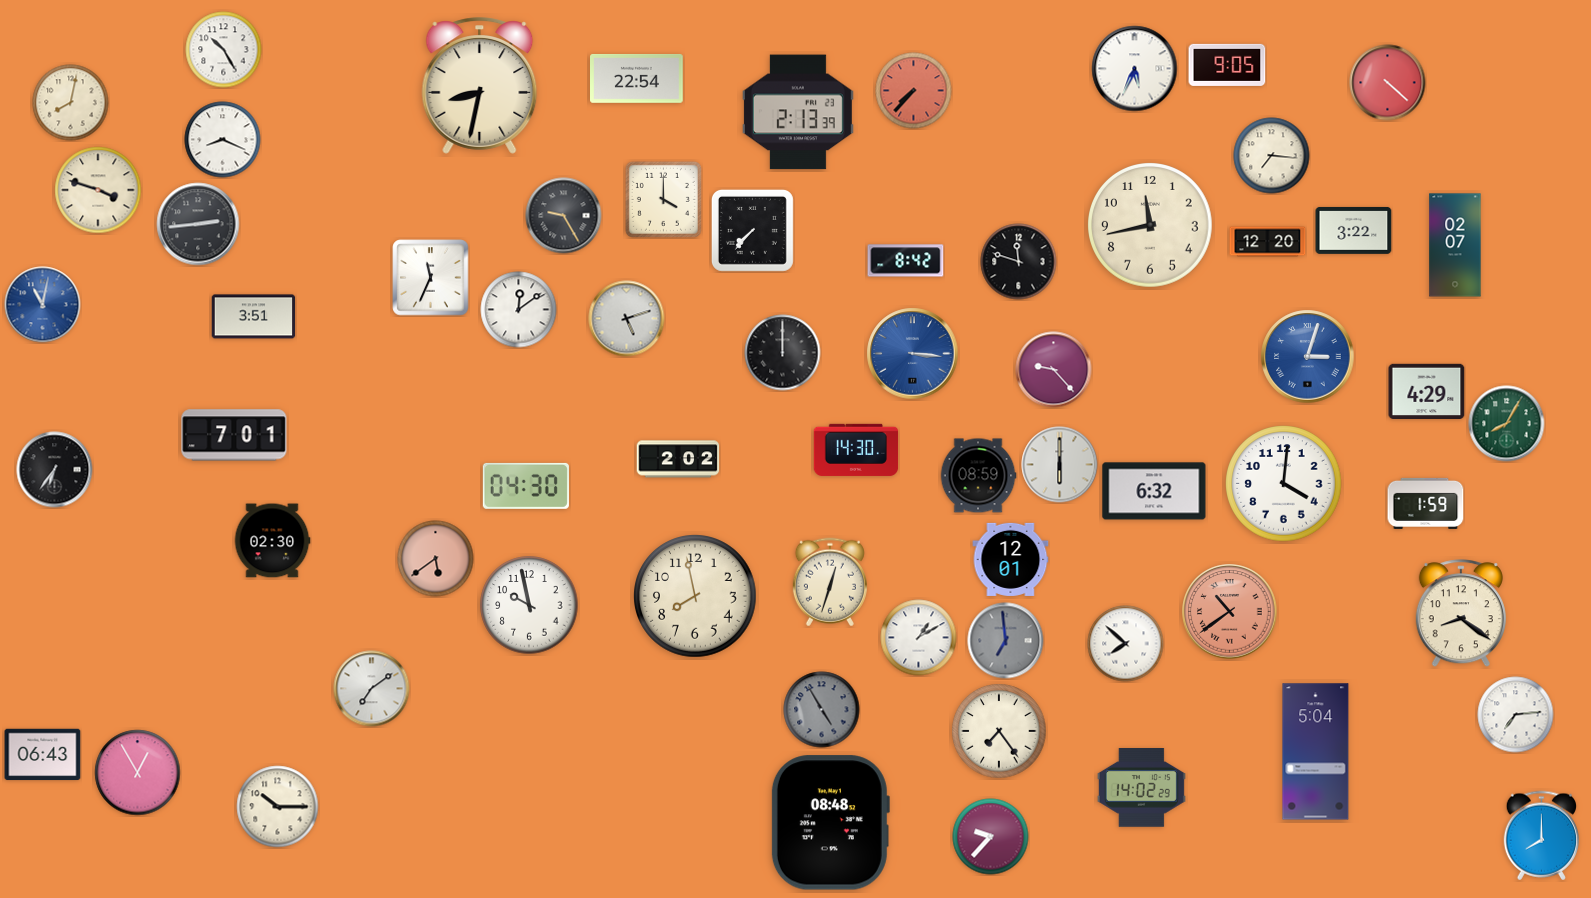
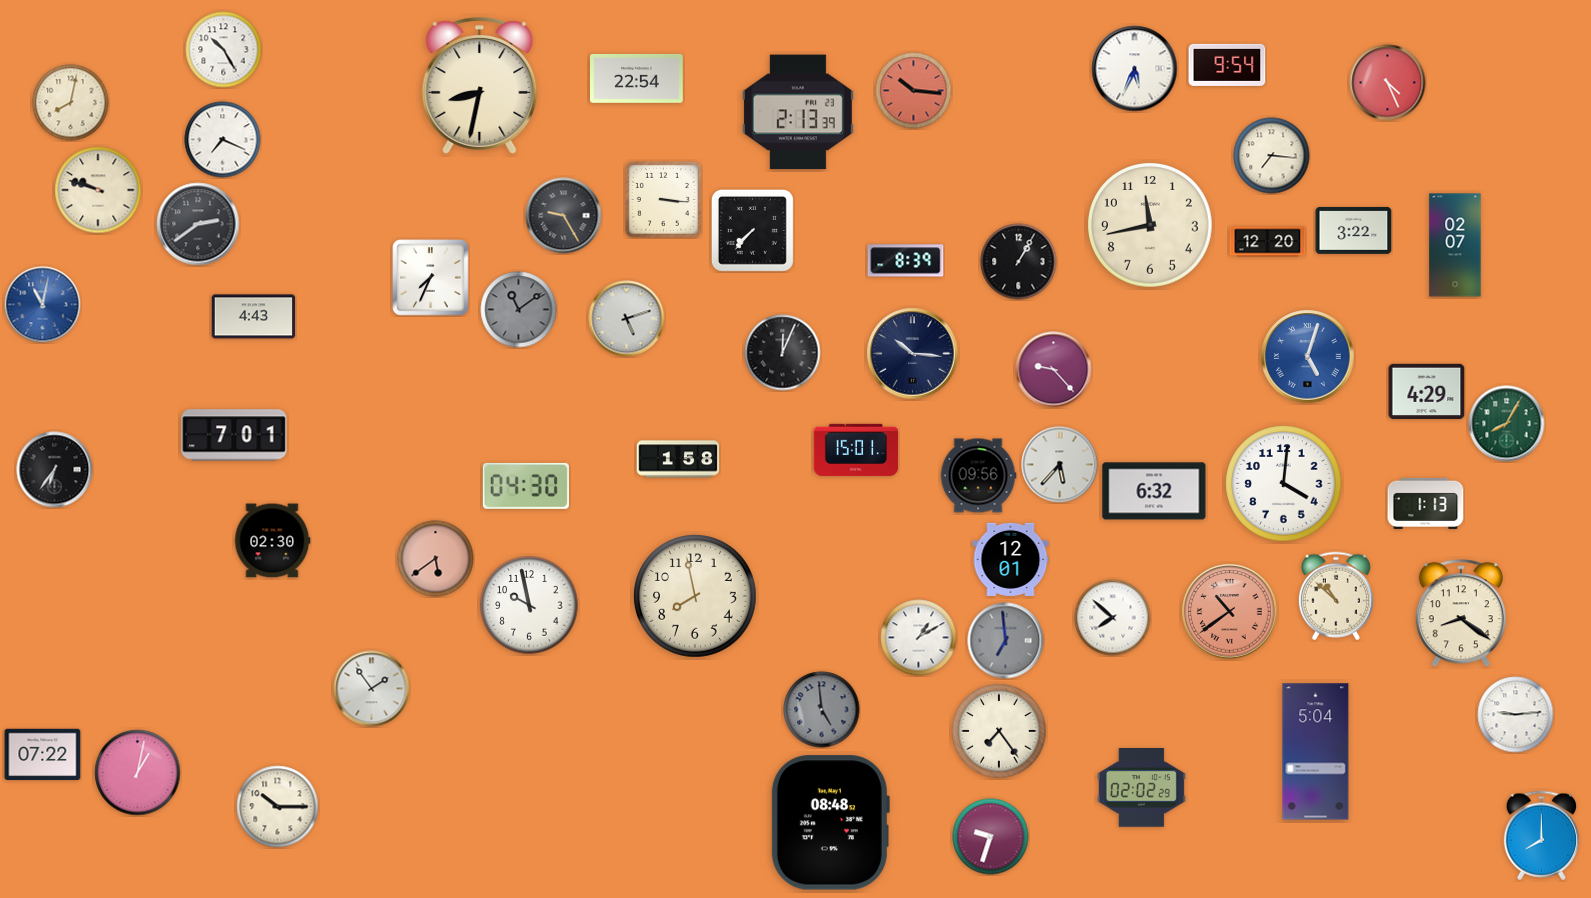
clock at (1227, 65): 9:05 -> 9:54
clock at (1388, 83): 4:22 -> 4:26
clock at (914, 91): 7:37 -> 10:16
clock at (223, 140): 8:19 -> 7:19
clock at (98, 190): 3:48 -> 9:48
clock at (663, 199): 4:00 -> 3:16
clock at (198, 224): 2:44 -> 2:39
clock at (906, 261): 8:42 -> 8:39
clock at (1019, 262): 11:48 -> 1:05
clock at (431, 278): 11:34 -> 7:34
clock at (519, 310): 12:09 -> 11:09
clock at (519, 310) dial: white -> grey
clock at (254, 317): 3:51 -> 4:43
clock at (783, 353): 12:00 -> 12:04
clock at (913, 354): 3:16 -> 10:16
clock at (913, 354) dial: blue -> navy
clock at (1308, 357): 3:03 -> 5:03
clock at (856, 450): 14:30 -> 15:01
clock at (678, 459): 2:02 -> 1:58
clock at (1060, 465): 6:00 -> 5:37
clock at (978, 476): 08:59 -> 09:56
clock at (1426, 503): 1:59 -> 1:13
clock at (830, 582): 12:33 -> none
clock at (1336, 596): none -> 10:52
clock at (1126, 644) position: (1126, 644) -> (1113, 618)
clock at (372, 689): 7:09 -> 1:54
clock at (822, 710): 4:55 -> 4:59
clock at (1516, 715): 7:14 -> 9:14
clock at (43, 755): 06:43 -> 07:22
clock at (138, 773): 12:55 -> 1:02
clock at (1141, 788): 14:02 -> 02:02
clock at (991, 837): 9:37 -> 9:33
